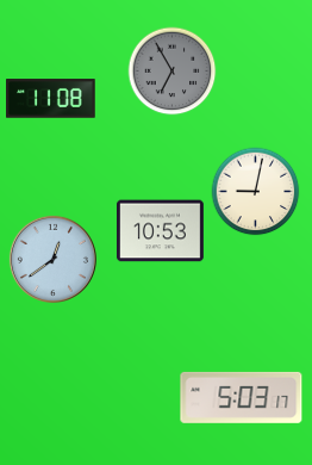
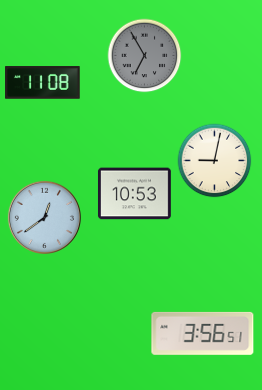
clock at (173, 72) position: (173, 72) -> (145, 56)
clock at (242, 397): 5:03 -> 3:56
